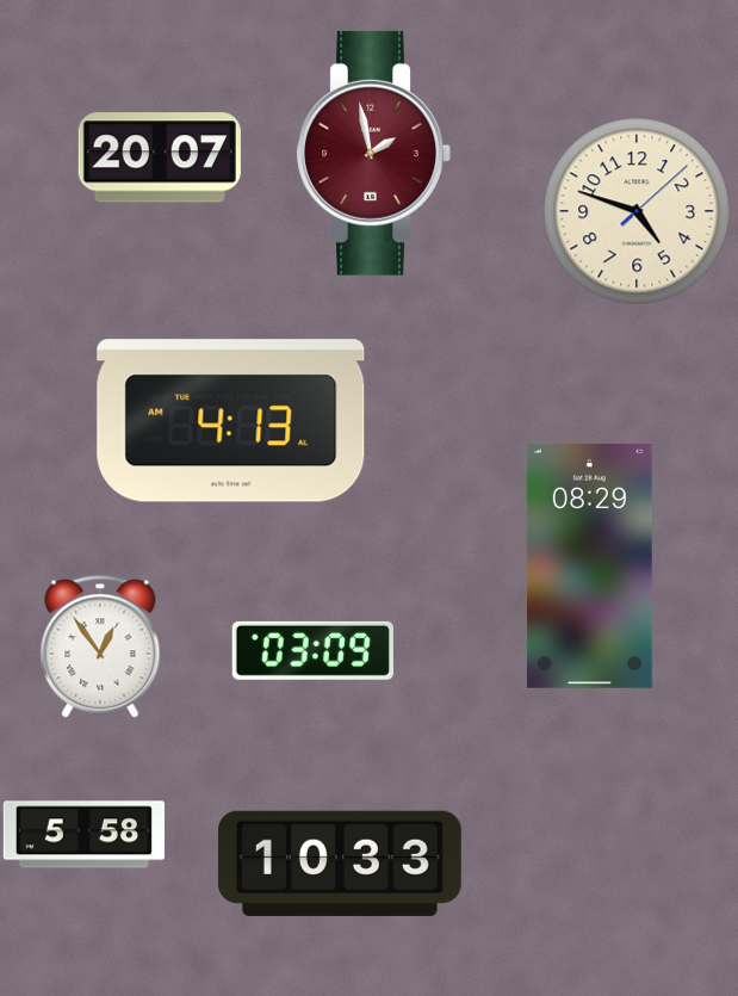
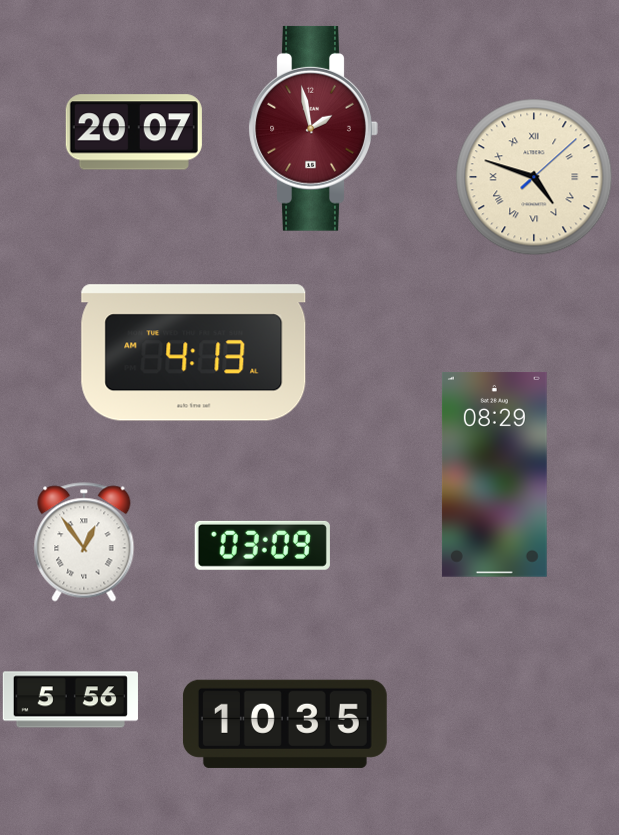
clock at (637, 211) numerals: Arabic -> Roman
clock at (83, 835): 5:58 -> 5:56
clock at (340, 864): 10:33 -> 10:35
